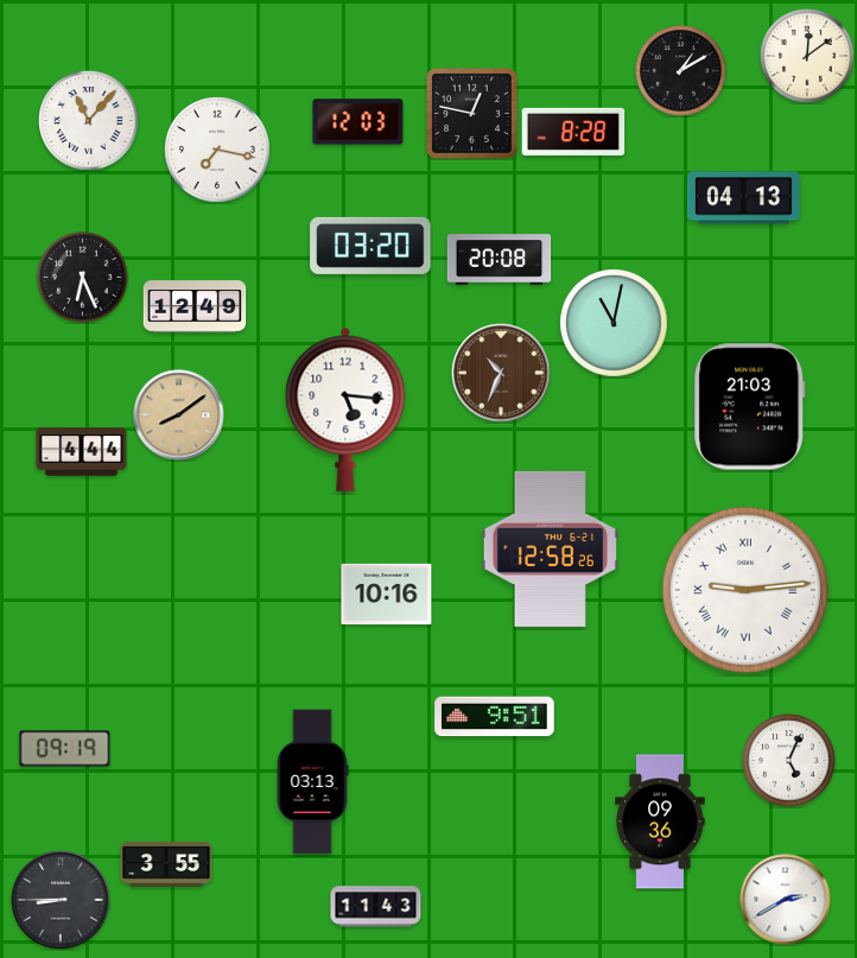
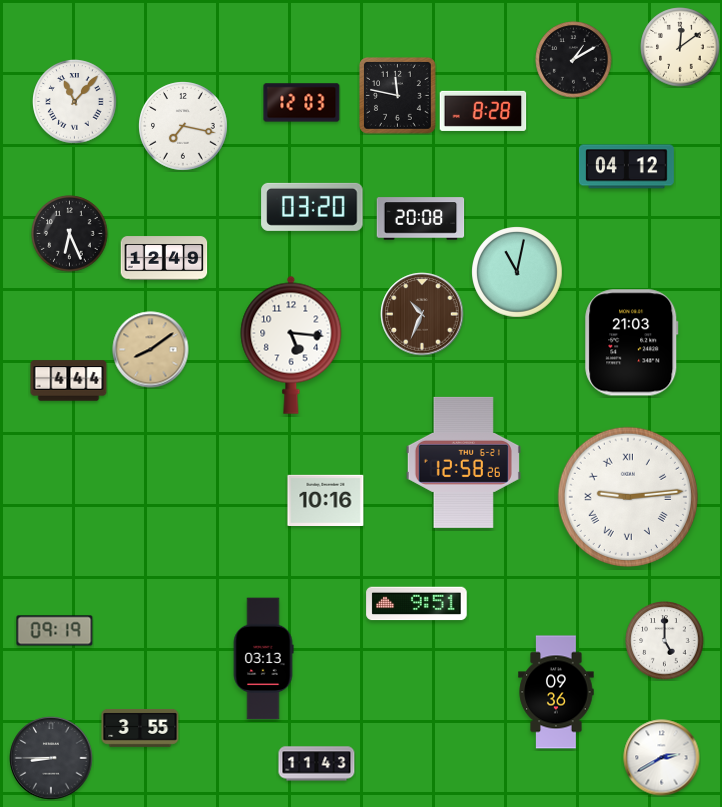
clock at (472, 114): 12:47 -> 11:47
clock at (743, 198): 04:13 -> 04:12
clock at (789, 761): 5:04 -> 5:00
